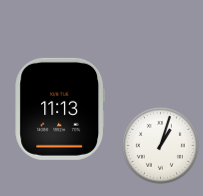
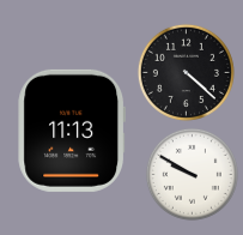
clock at (186, 72): none -> 4:22
clock at (160, 145): 1:03 -> 9:50
